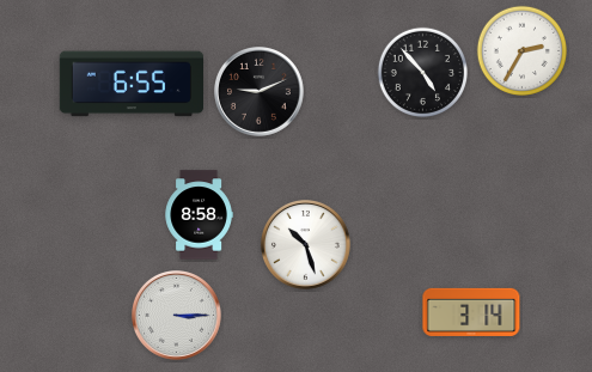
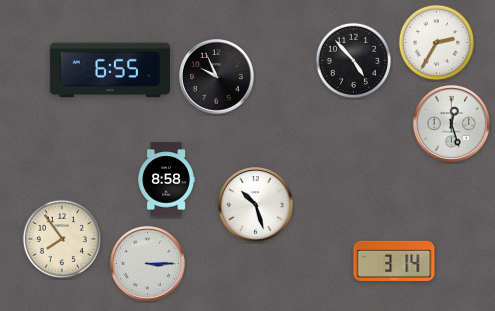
clock at (260, 92): 9:11 -> 9:56
clock at (451, 123): none -> 12:27
clock at (61, 238): none -> 7:54
